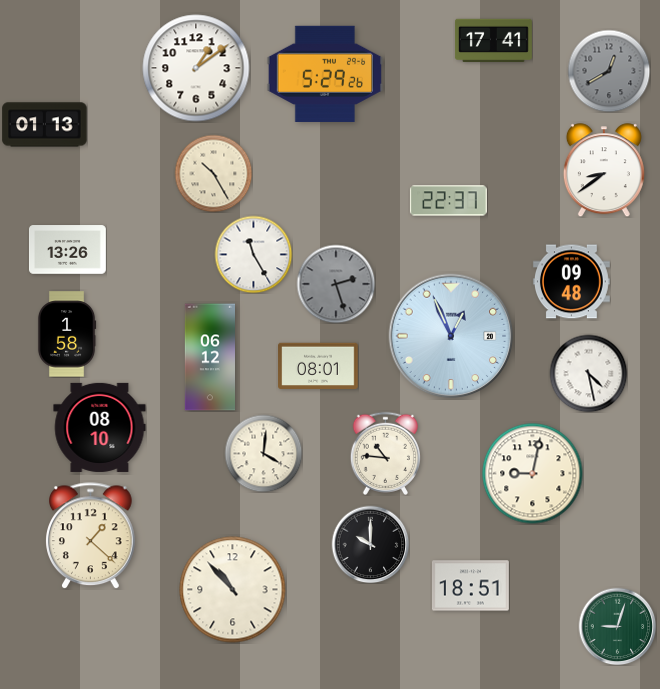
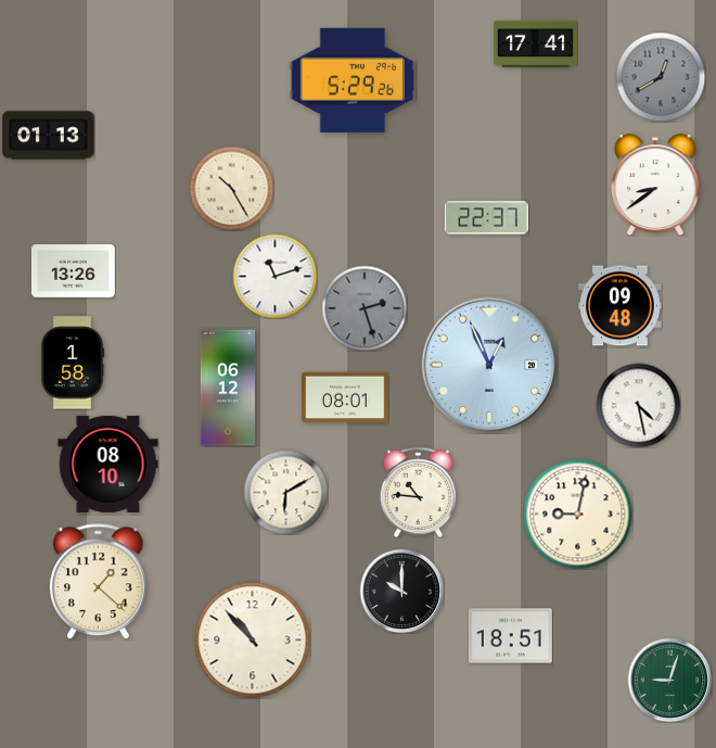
clock at (196, 68): 1:09 -> none
clock at (253, 254): 11:25 -> 11:12
clock at (263, 453): 4:01 -> 6:10
